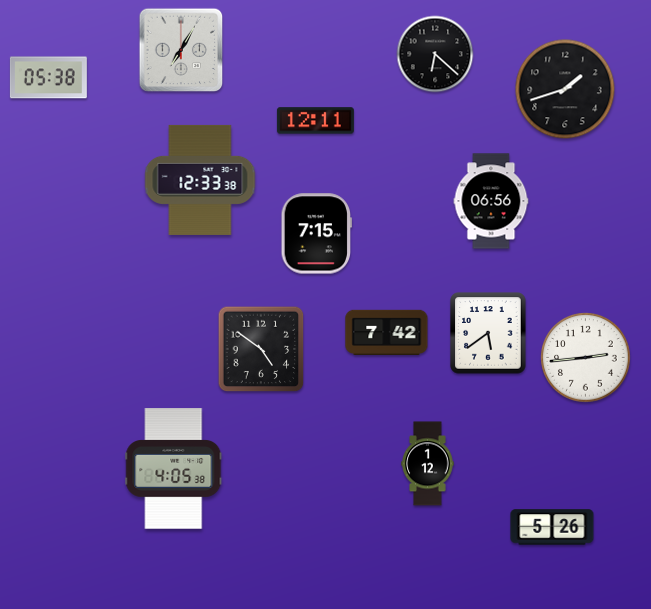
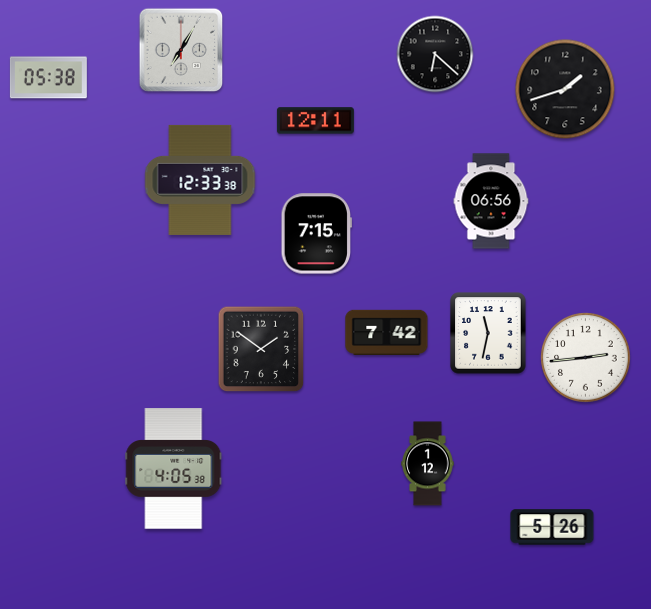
clock at (488, 333): 5:39 -> 11:32
clock at (261, 349): 4:51 -> 1:51
